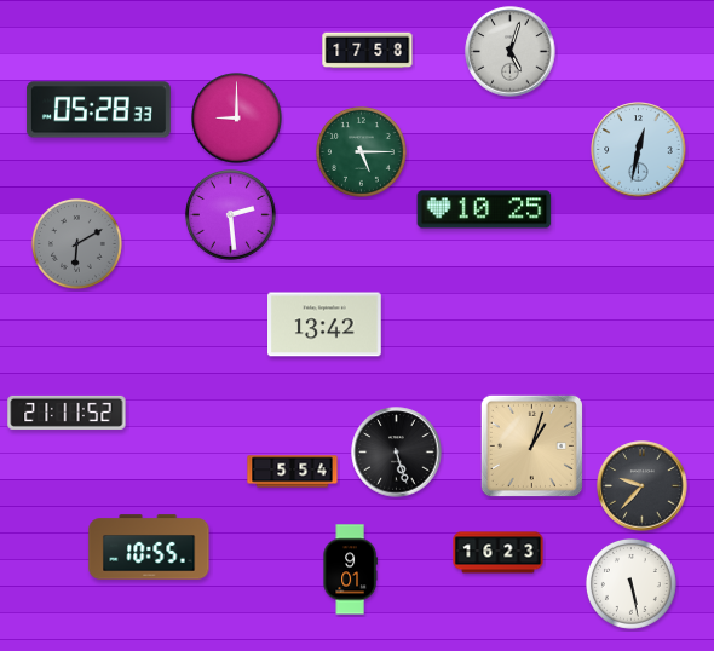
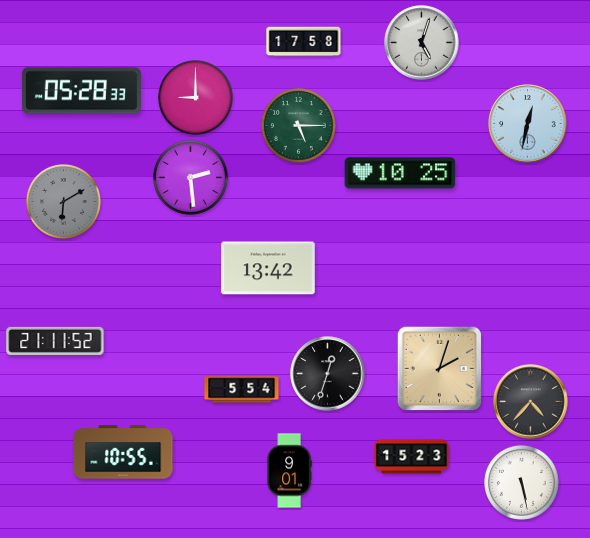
clock at (531, 445): 1:03 -> 2:03
clock at (397, 453): 5:27 -> 12:33
clock at (643, 486): 9:37 -> 4:37
clock at (499, 553): 16:23 -> 15:23
